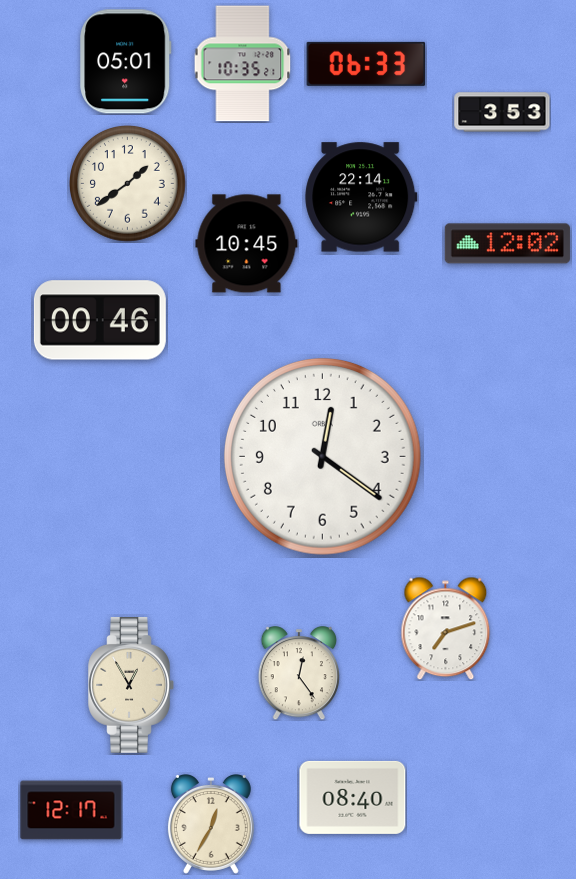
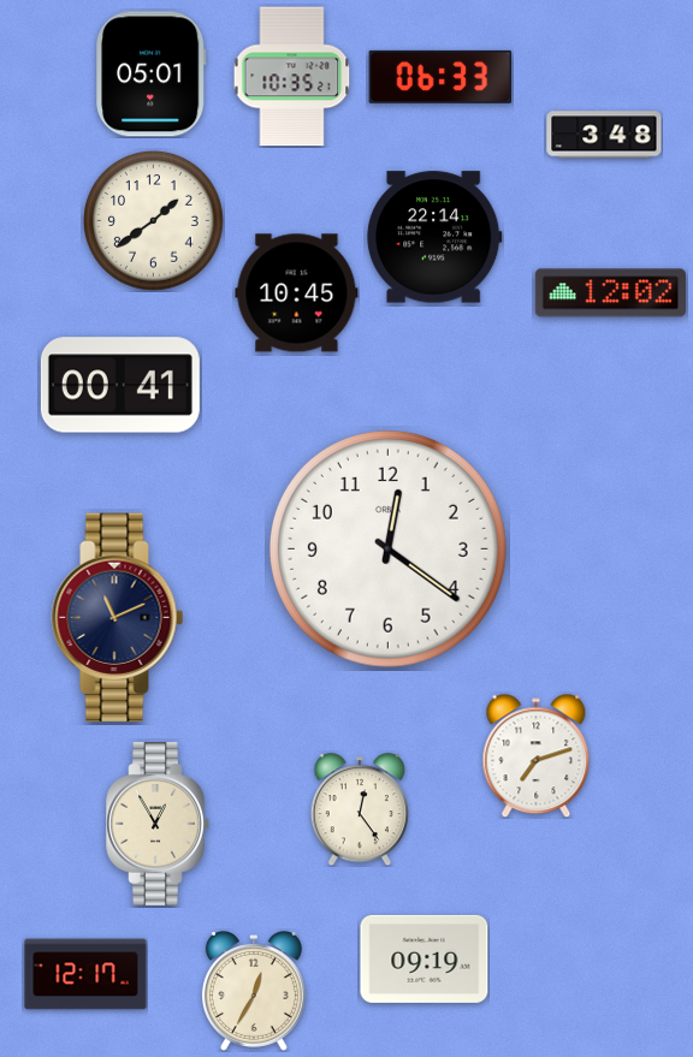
clock at (502, 112): 3:53 -> 3:48
clock at (100, 320): 00:46 -> 00:41
clock at (118, 617): none -> 11:11
clock at (353, 797): 08:40 -> 09:19
